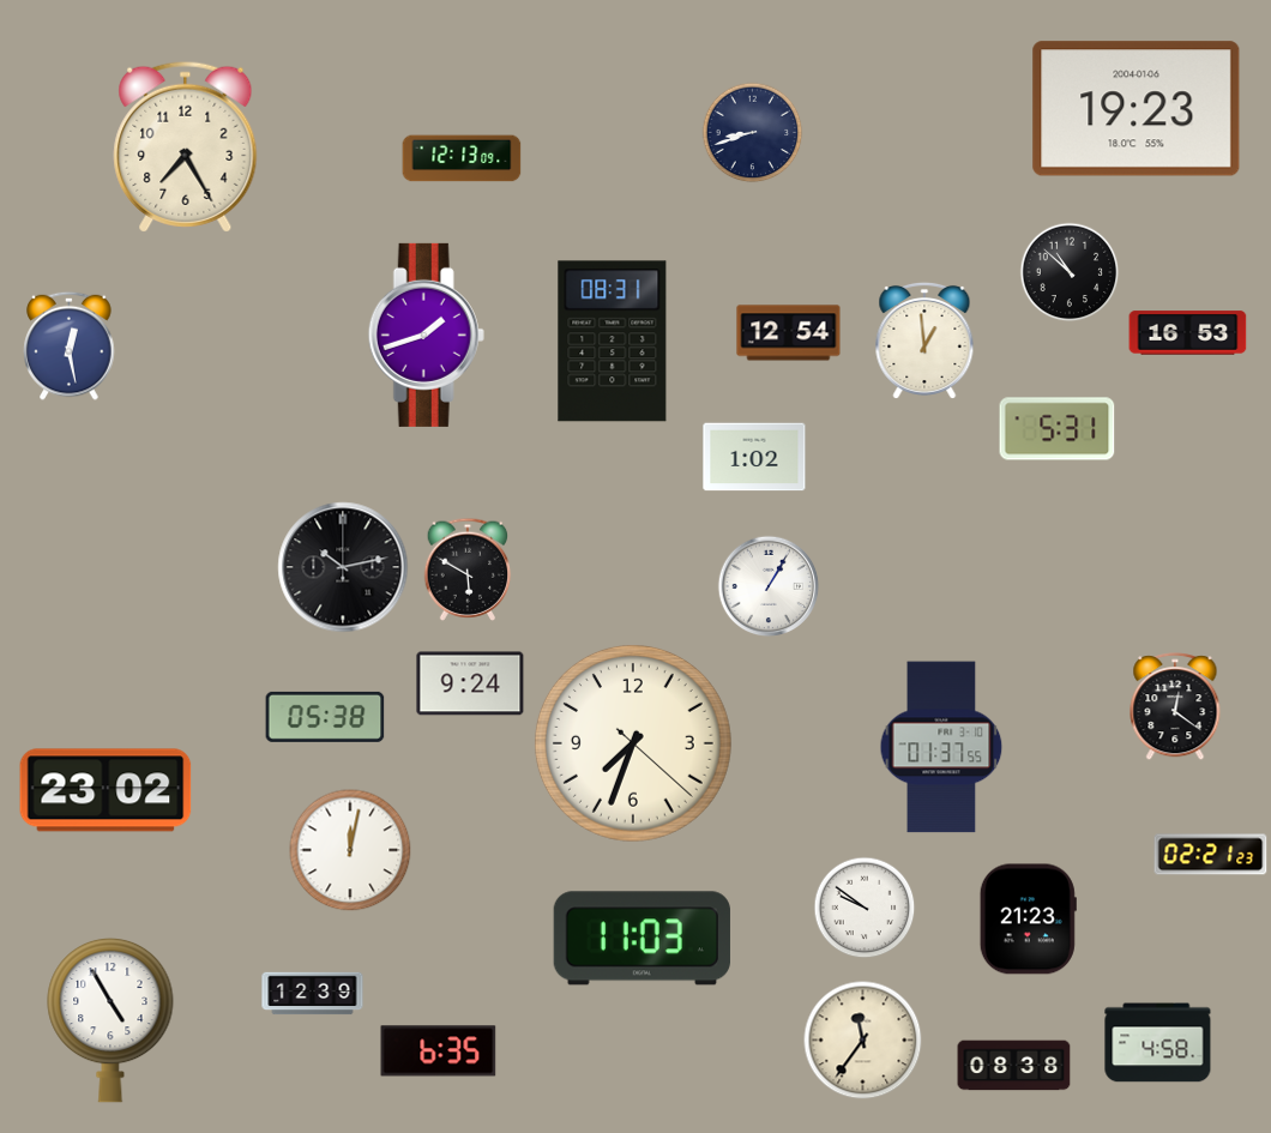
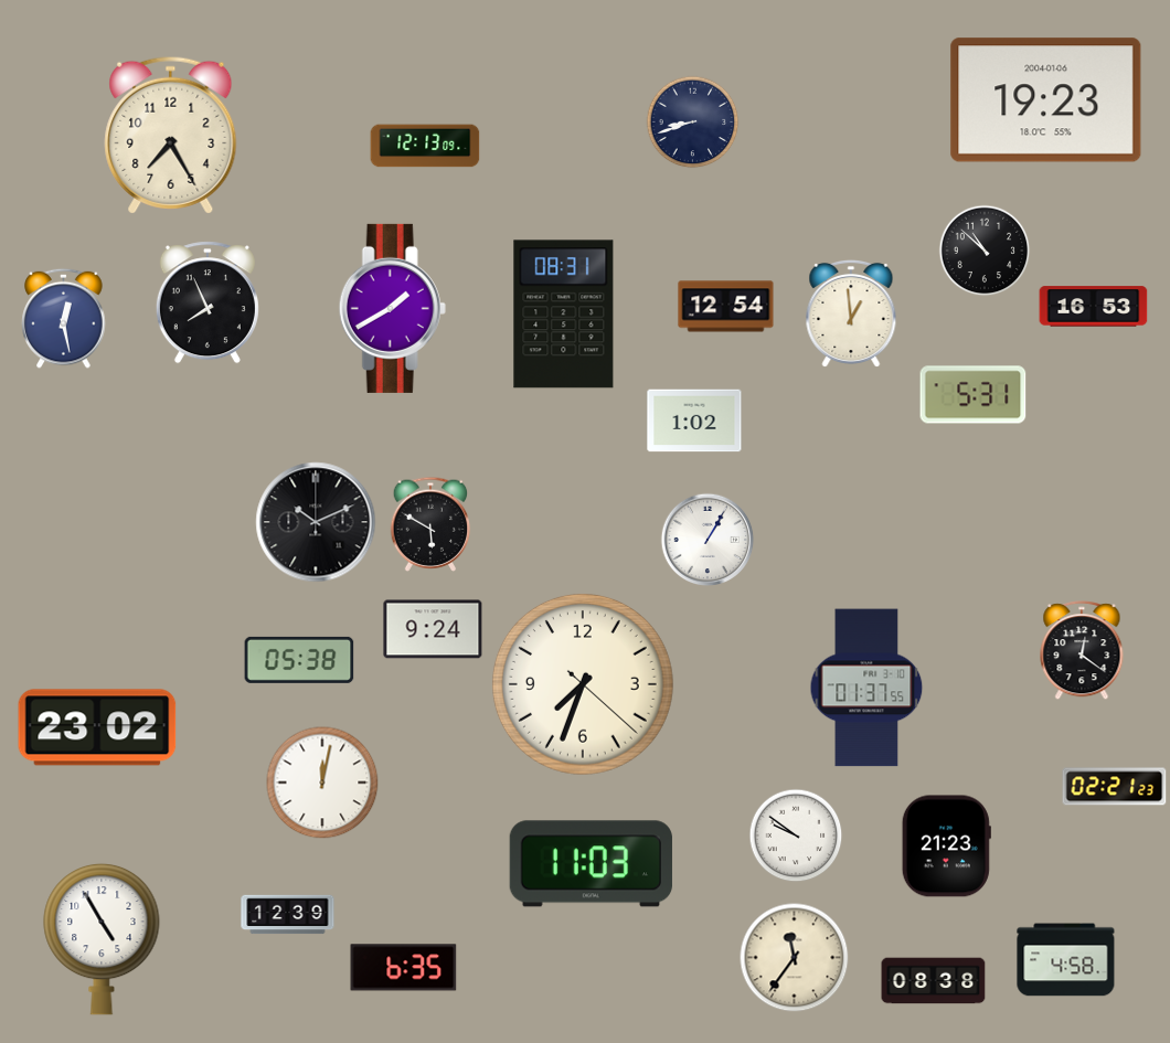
clock at (208, 302): none -> 7:56
clock at (426, 335): 1:42 -> 1:40
clock at (343, 567): 10:13 -> 10:11
